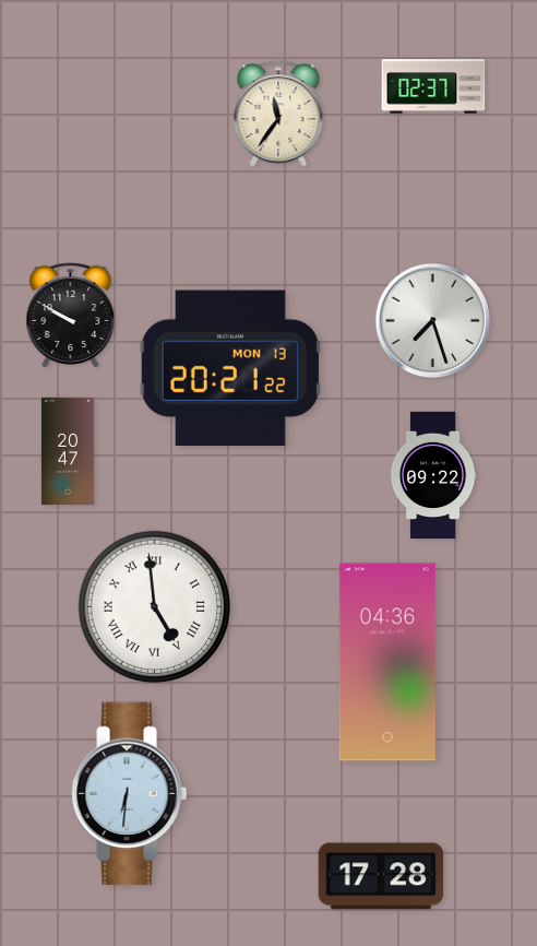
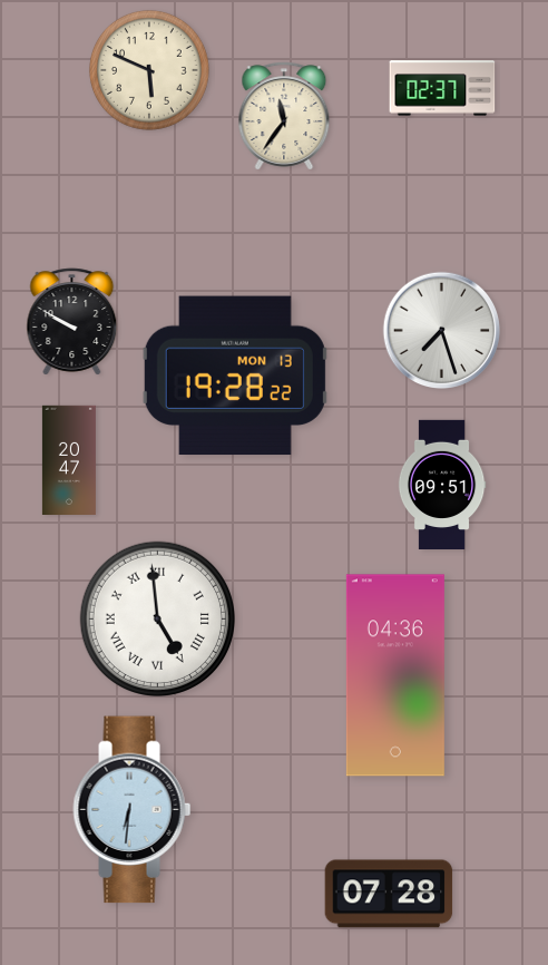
clock at (149, 70): none -> 5:49
clock at (433, 321) position: (433, 321) -> (442, 331)
clock at (230, 368): 20:21 -> 19:28
clock at (433, 474): 09:22 -> 09:51
clock at (381, 876): 17:28 -> 07:28
